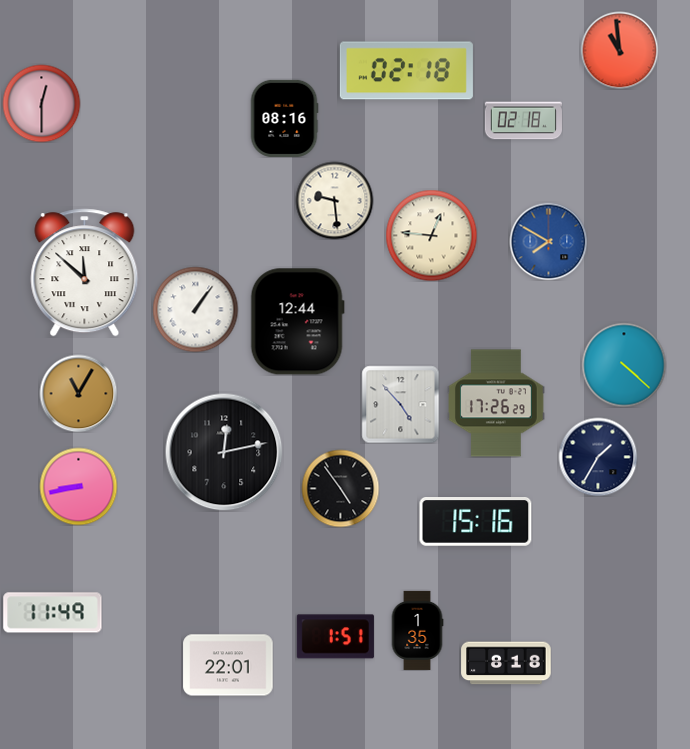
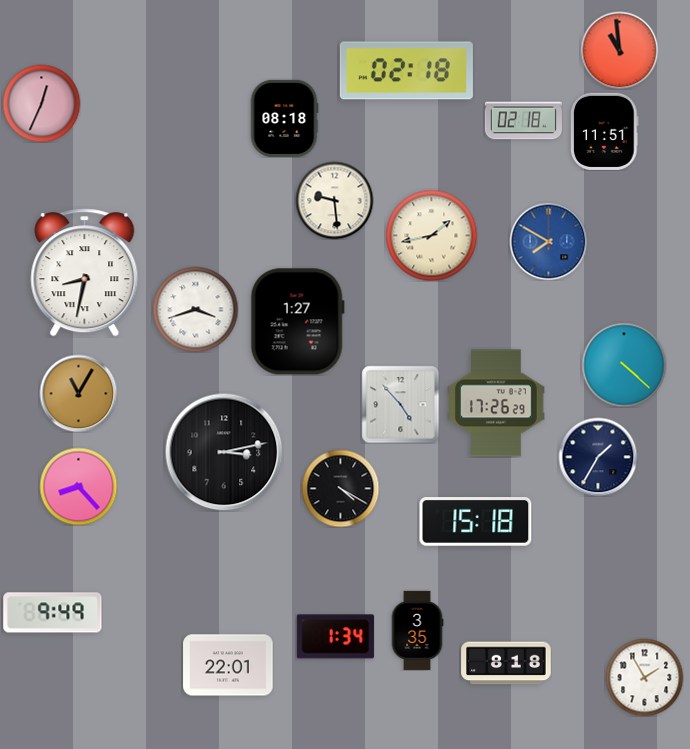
clock at (41, 103): 12:30 -> 12:34
clock at (284, 118): 08:16 -> 08:18
clock at (605, 131): none -> 11:51
clock at (431, 235): 12:46 -> 1:43
clock at (85, 273): 11:52 -> 8:32
clock at (195, 309): 1:06 -> 3:42
clock at (297, 322): 12:44 -> 1:27
clock at (224, 452): 12:13 -> 3:13
clock at (78, 486): 8:43 -> 8:23
clock at (340, 488): 4:54 -> 4:20
clock at (476, 522): 15:16 -> 15:18
clock at (53, 613): 11:49 -> 9:49
clock at (417, 630): 1:35 -> 3:35
clock at (335, 637): 1:51 -> 1:34
clock at (644, 677): none -> 1:55
